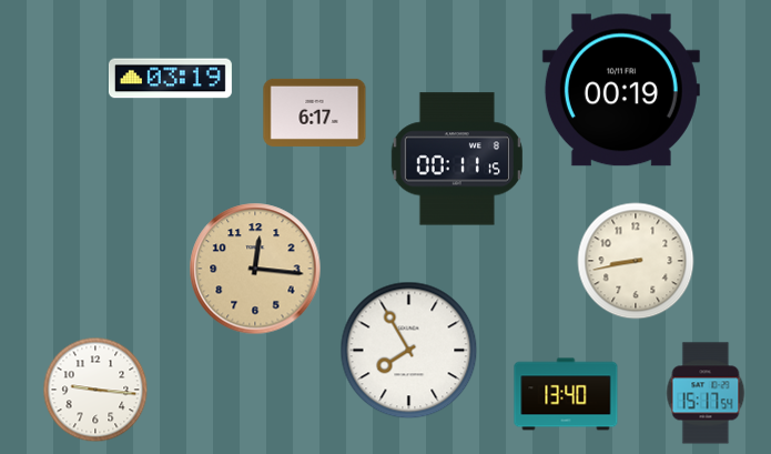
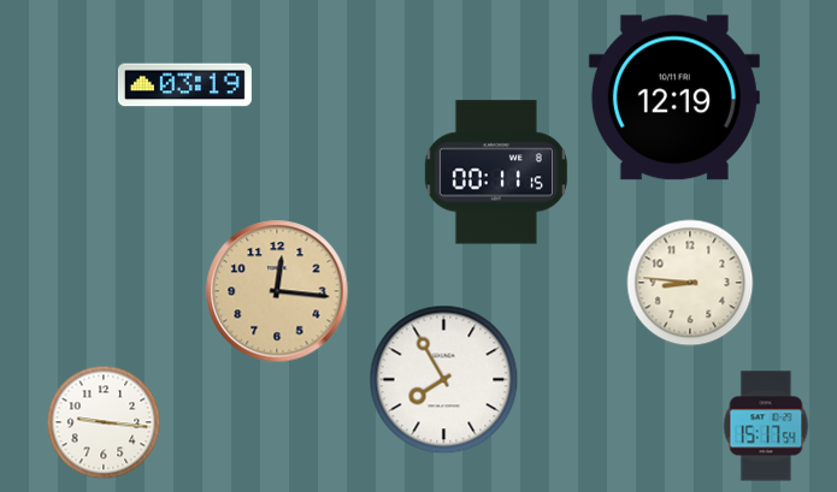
clock at (621, 90): 00:19 -> 12:19
clock at (315, 112): 6:17 -> none
clock at (636, 261): 8:43 -> 8:46
clock at (566, 394): 13:40 -> none
